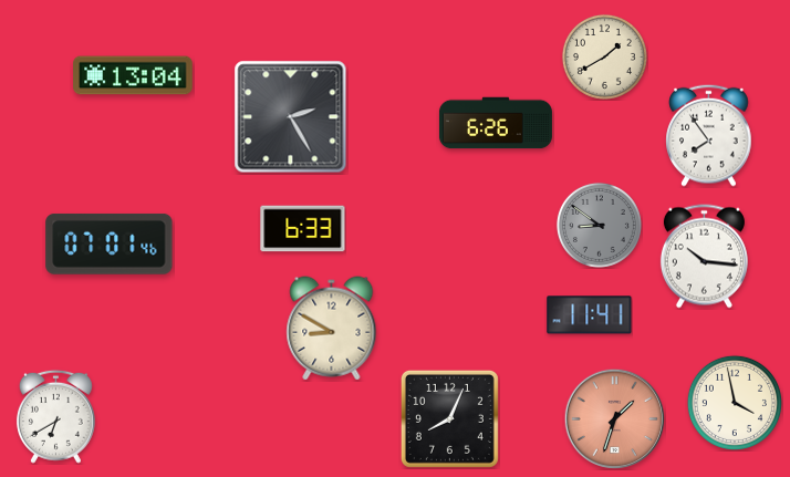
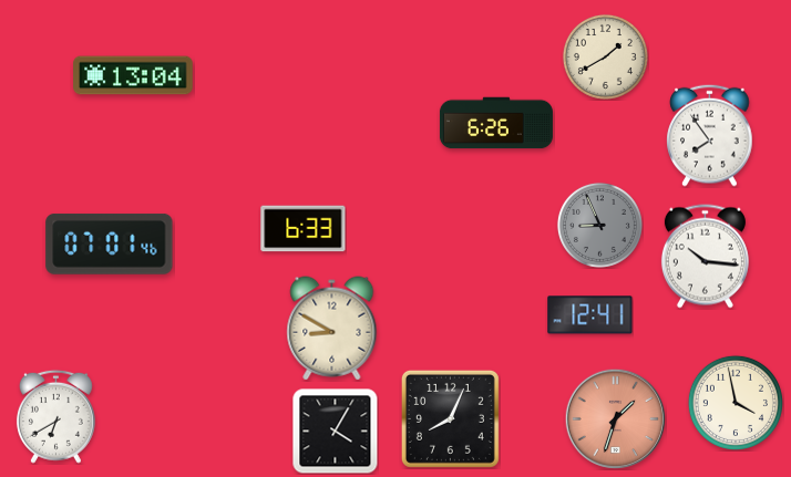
clock at (291, 117): 2:25 -> none
clock at (599, 225): 8:51 -> 8:56
clock at (590, 315): 11:41 -> 12:41
clock at (335, 431): none -> 4:05
